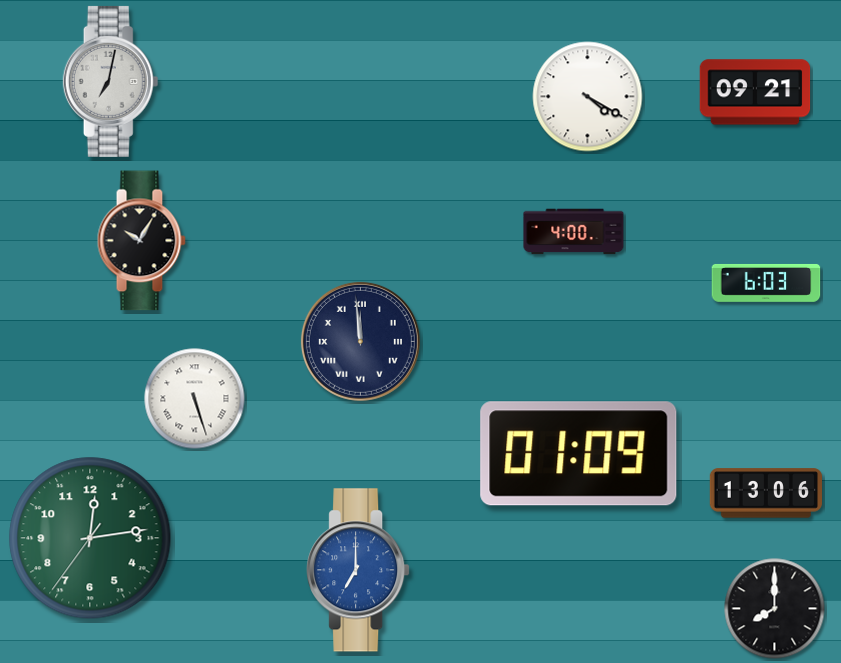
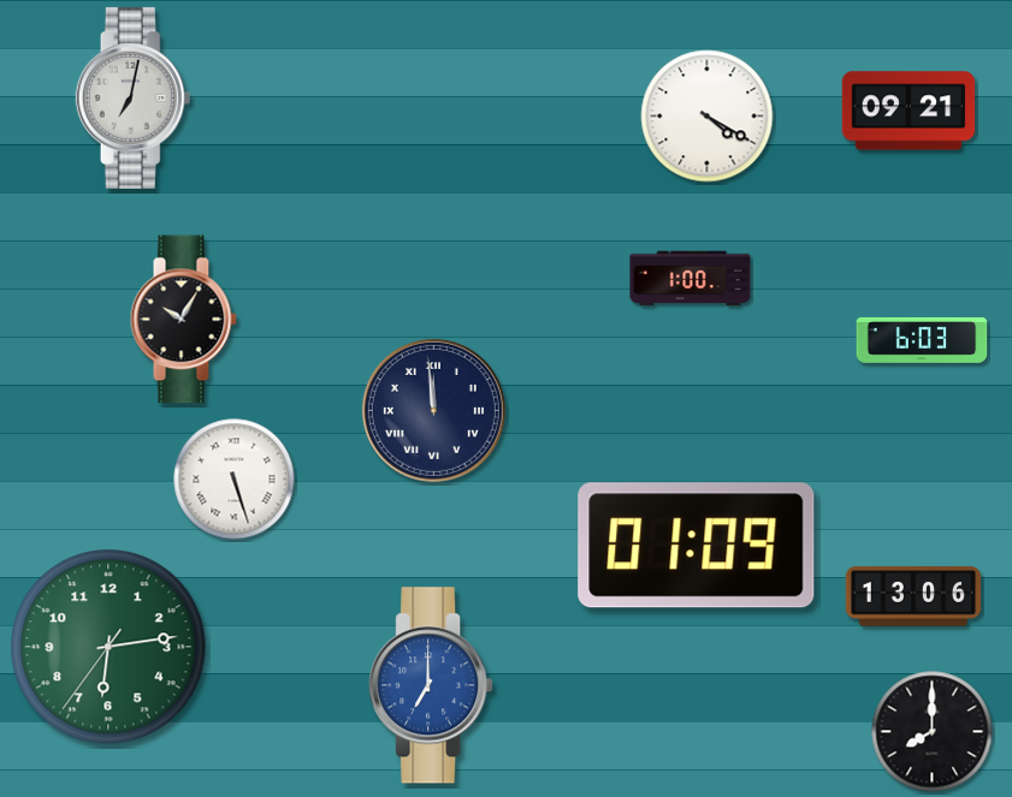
clock at (574, 232): 4:00 -> 1:00
clock at (141, 241) position: (141, 241) -> (183, 320)
clock at (765, 493) position: (765, 493) -> (912, 596)
clock at (90, 538): 12:13 -> 6:13
